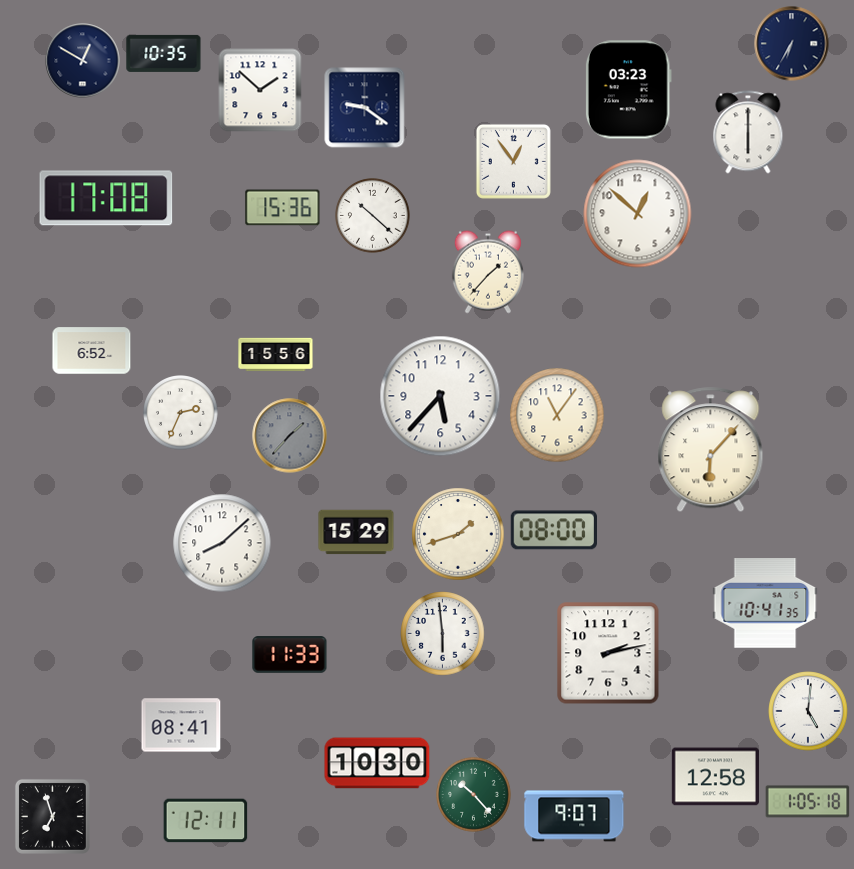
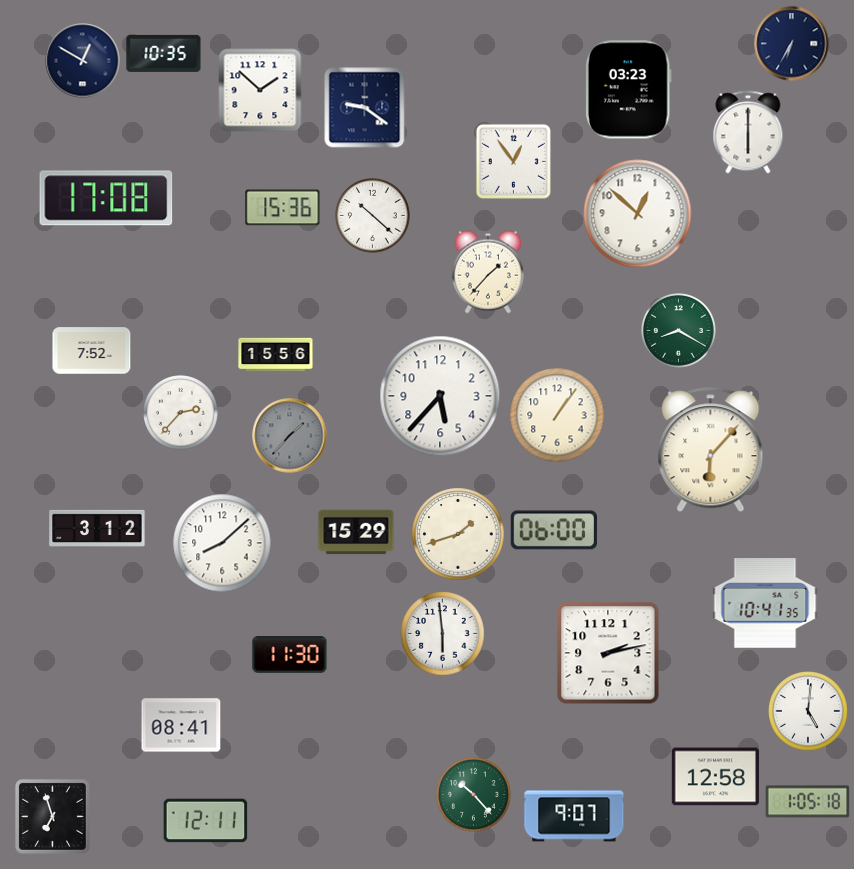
clock at (679, 331): none -> 8:20
clock at (92, 351): 6:52 -> 7:52
clock at (181, 413): 2:34 -> 2:37
clock at (557, 415): 11:06 -> 1:06
clock at (97, 529): none -> 3:12
clock at (553, 530): 08:00 -> 06:00
clock at (290, 655): 11:33 -> 11:30
clock at (377, 763): 10:30 -> none
